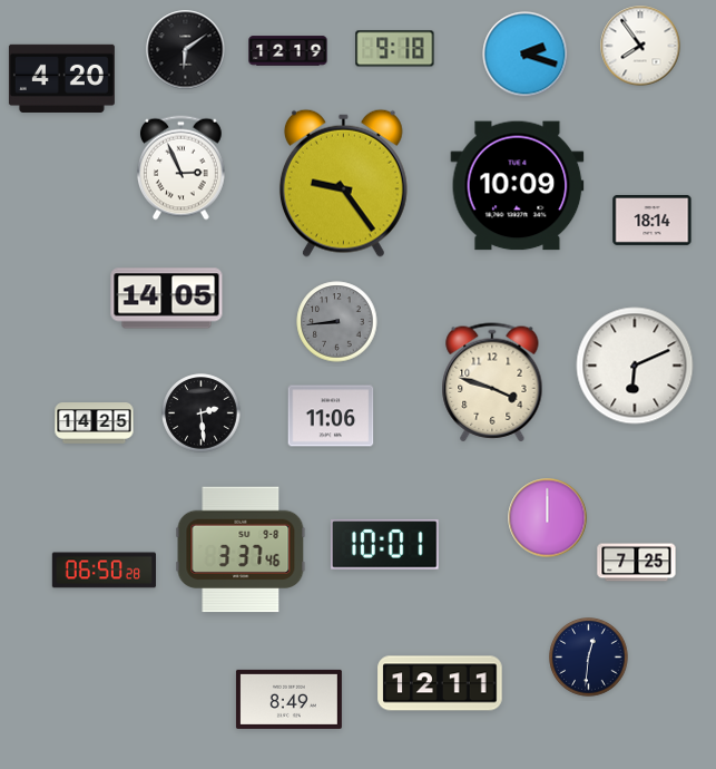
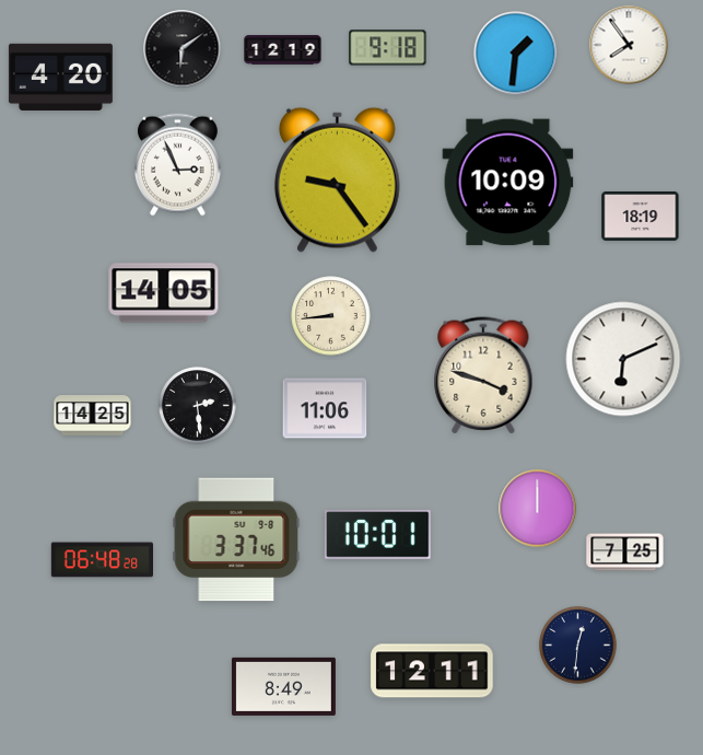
clock at (526, 55): 2:18 -> 1:31
clock at (653, 220): 18:14 -> 18:19
clock at (337, 322) dial: grey -> cream
clock at (104, 571): 06:50 -> 06:48
